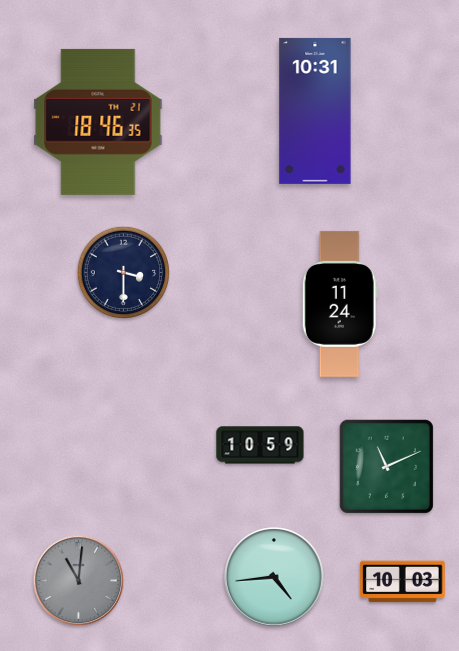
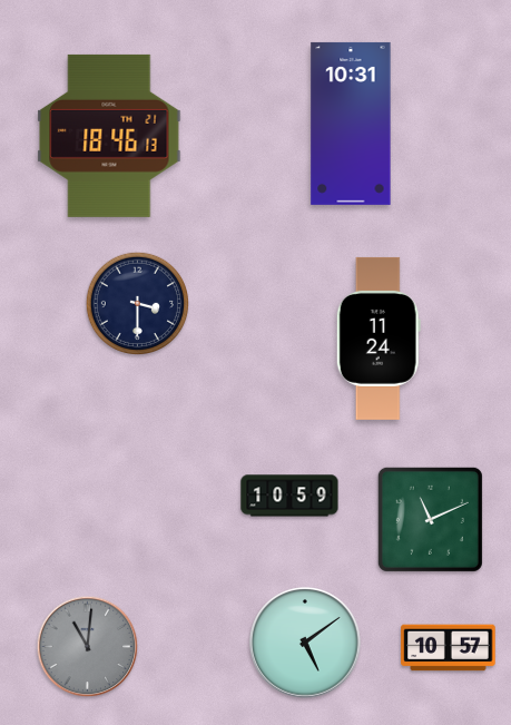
clock at (98, 122): 18:46:35 -> 18:46:13
clock at (274, 577): 4:44 -> 5:09
clock at (403, 582): 10:03 -> 10:57
